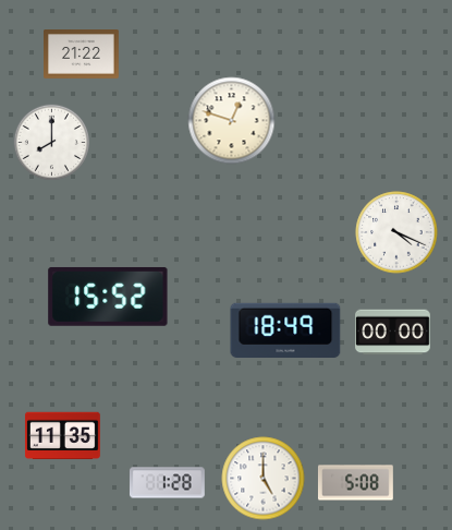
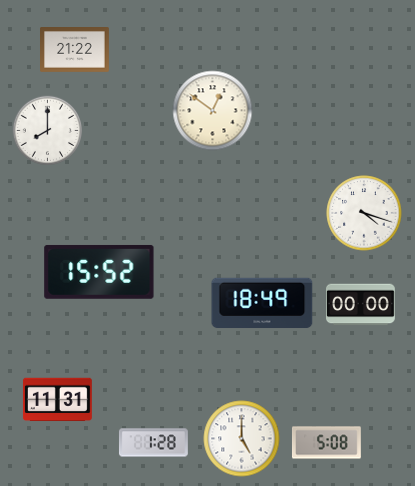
clock at (232, 121): 12:48 -> 12:51
clock at (396, 232): 4:19 -> 4:18
clock at (62, 436): 11:35 -> 11:31
